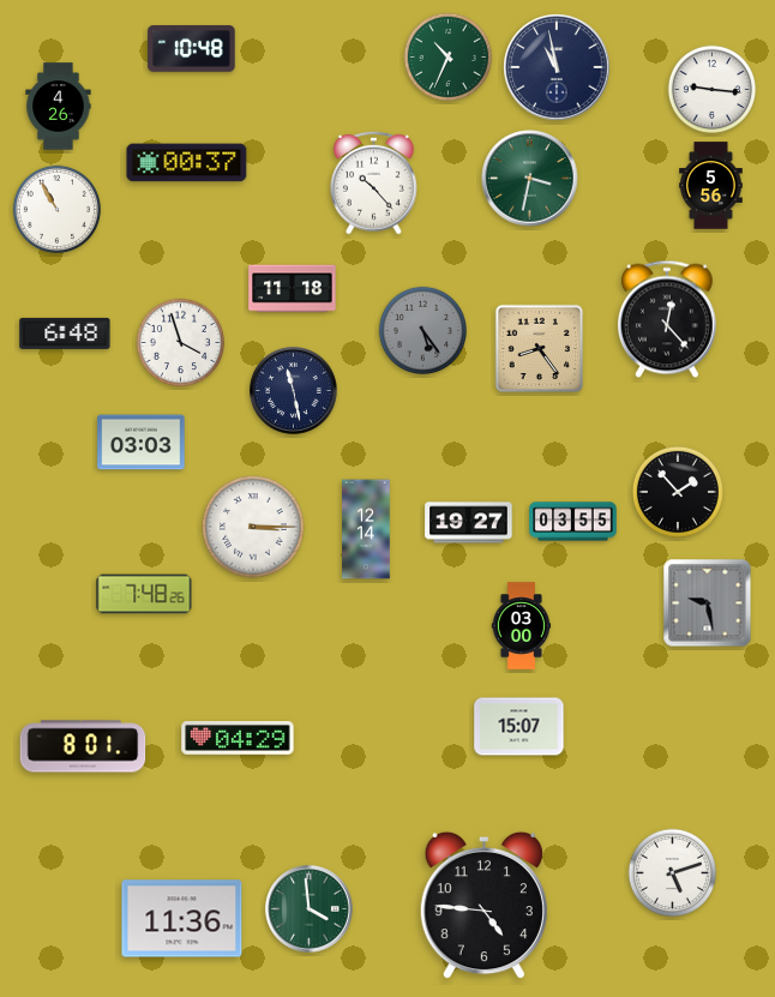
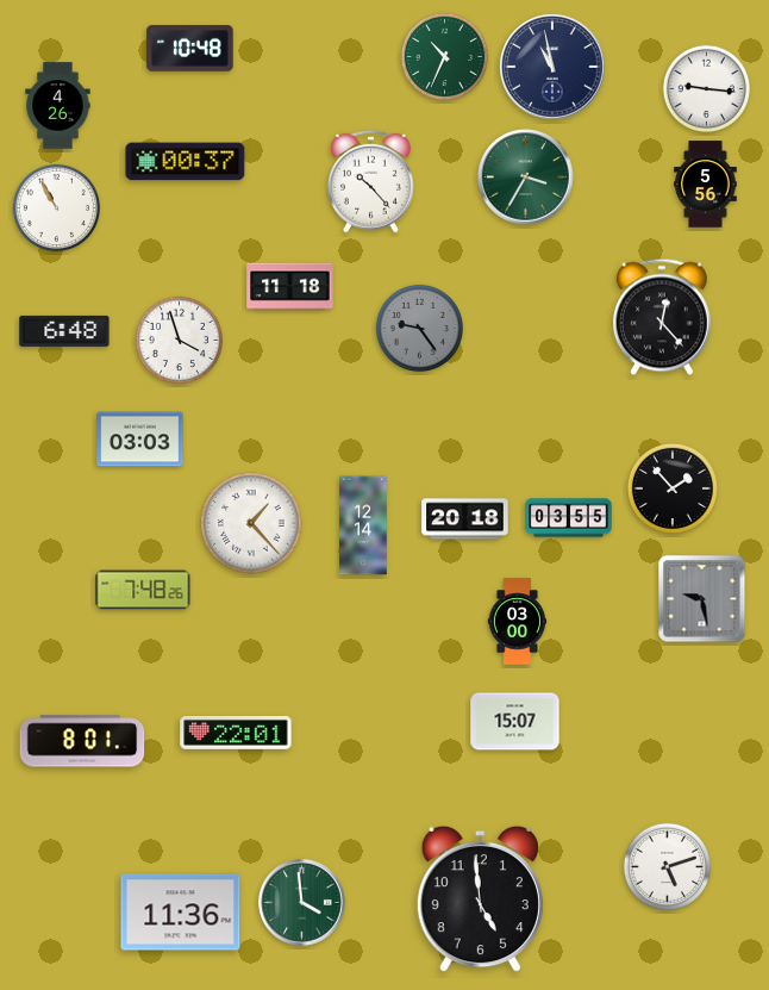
clock at (530, 179): 3:32 -> 3:35
clock at (422, 330): 5:24 -> 9:24
clock at (540, 349): 8:24 -> none
clock at (294, 391): 11:28 -> none
clock at (469, 523): 19:27 -> 20:18
clock at (253, 527): 3:15 -> 1:23
clock at (238, 739): 04:29 -> 22:01
clock at (483, 906): 4:46 -> 4:59
clock at (310, 909) position: (310, 909) -> (302, 903)
